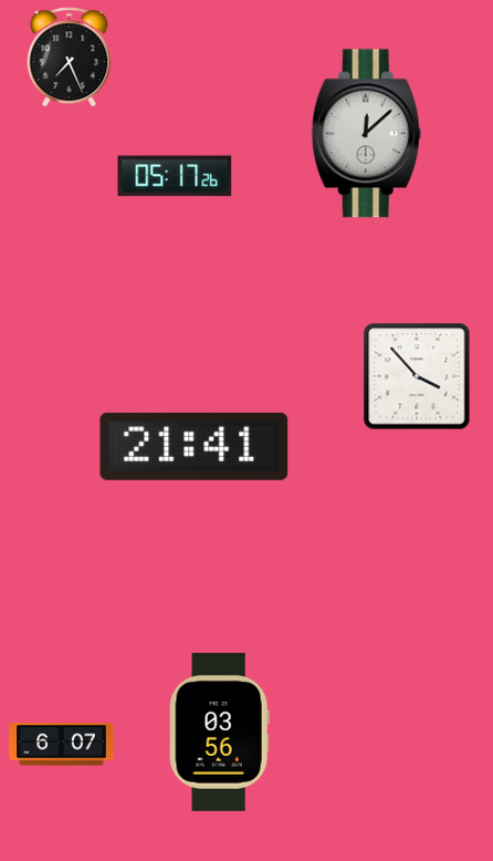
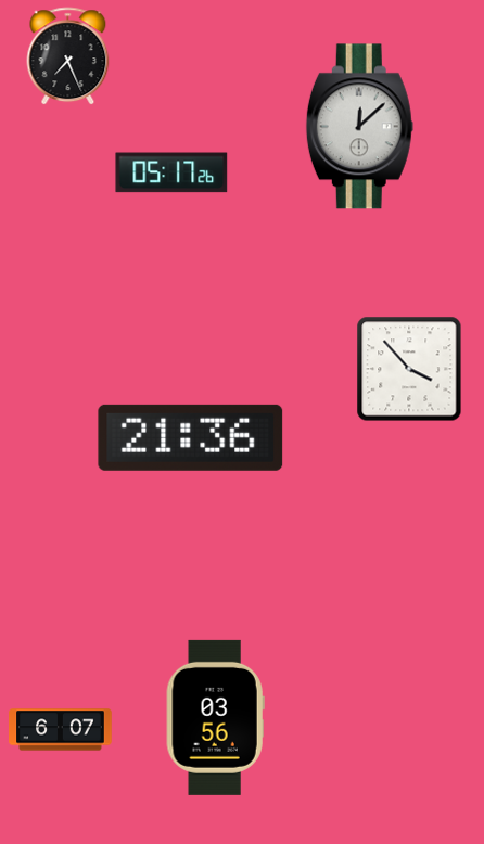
clock at (366, 134) position: (366, 134) -> (359, 127)
clock at (195, 446): 21:41 -> 21:36
